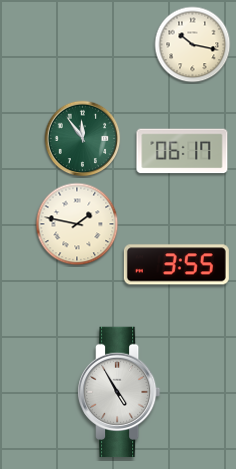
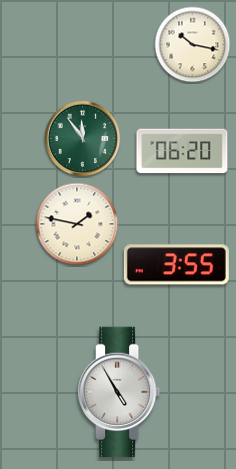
clock at (182, 151): 06:17 -> 06:20
